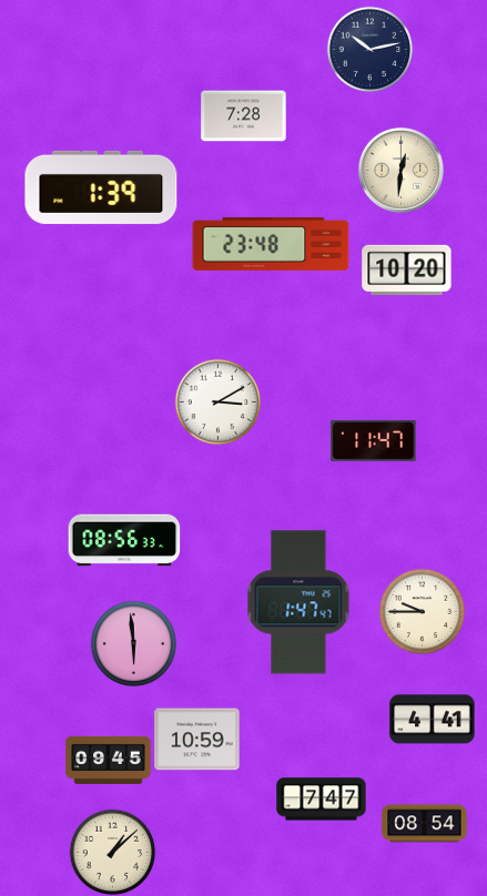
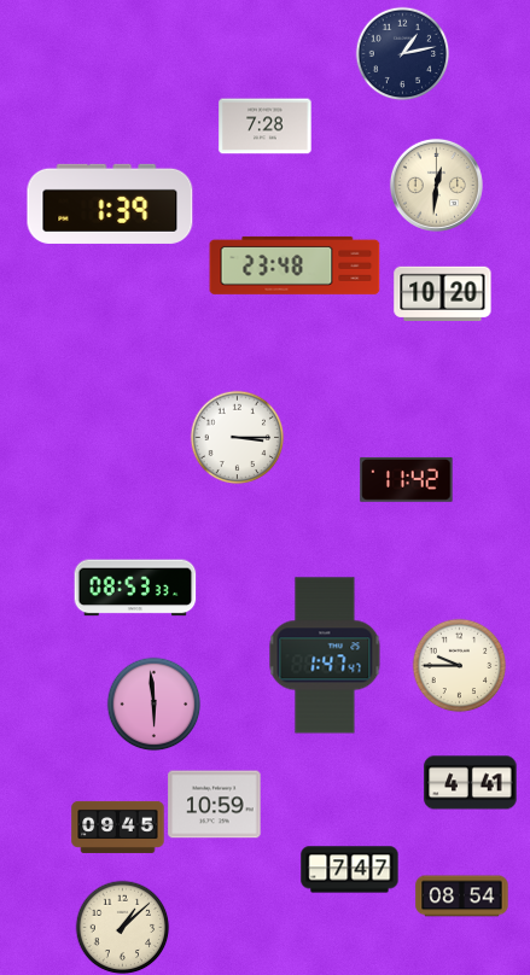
clock at (369, 49): 10:13 -> 1:13
clock at (217, 401): 3:10 -> 3:15
clock at (374, 440): 11:47 -> 11:42
clock at (124, 540): 08:56 -> 08:53
clock at (133, 643) position: (133, 643) -> (153, 703)
